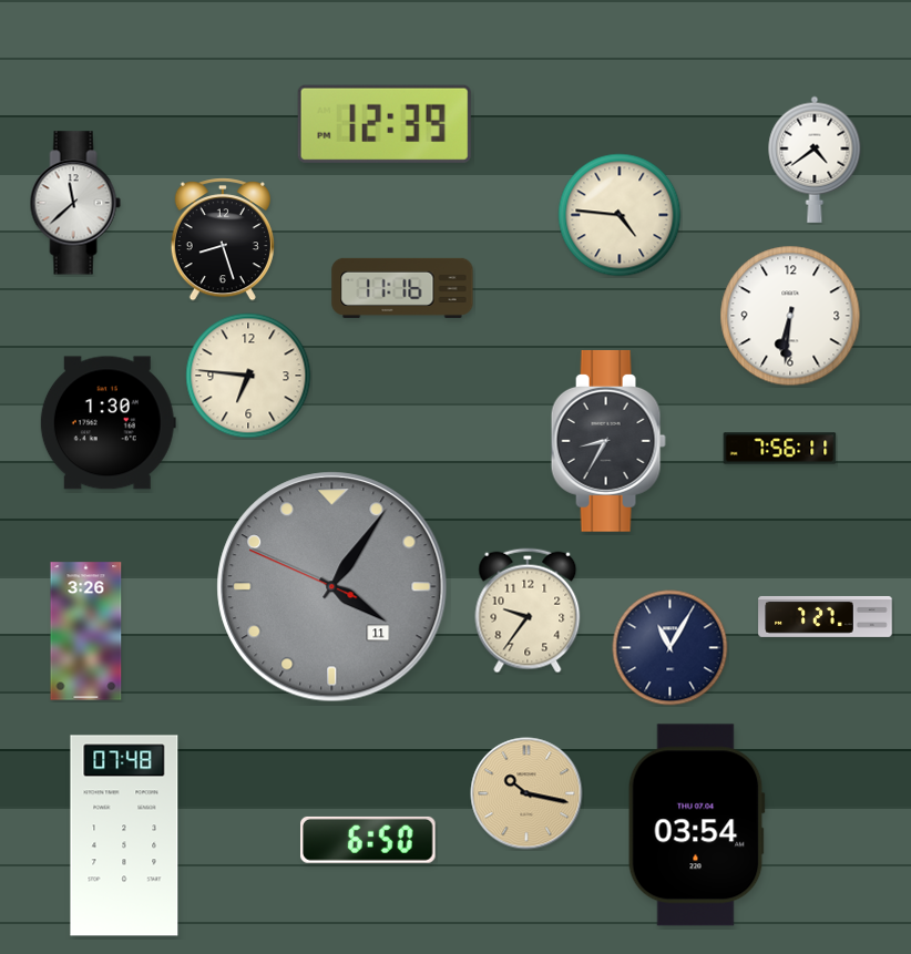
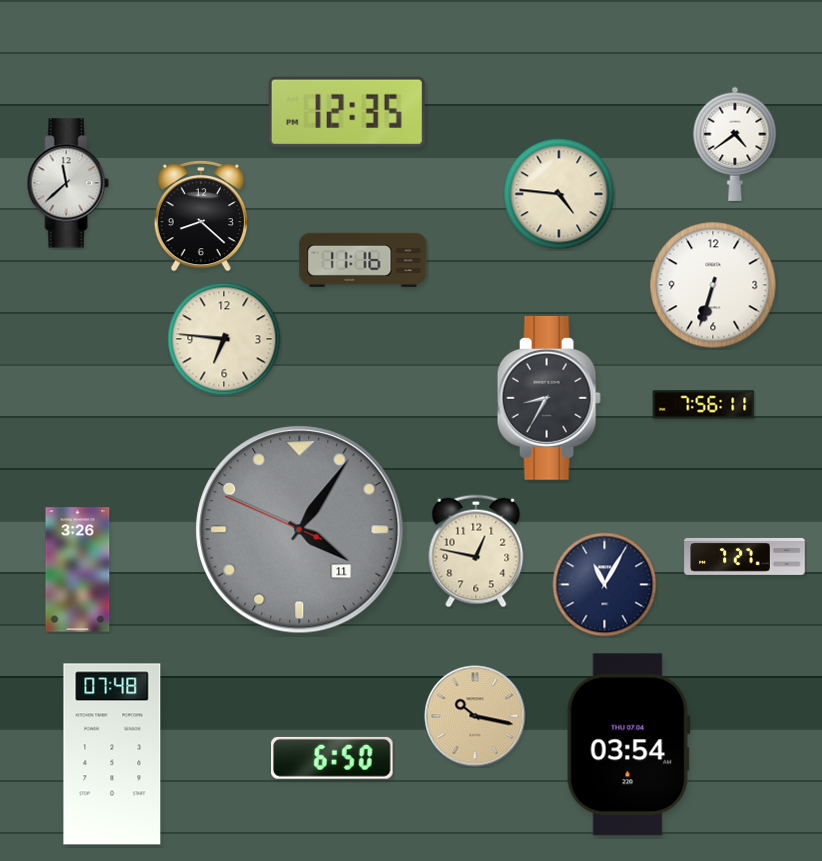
clock at (385, 124): 12:39 -> 12:35
clock at (223, 239): 8:27 -> 8:22
clock at (790, 316): 6:31 -> 6:33
clock at (108, 423): 1:30 -> none
clock at (528, 611): 9:36 -> 12:47
